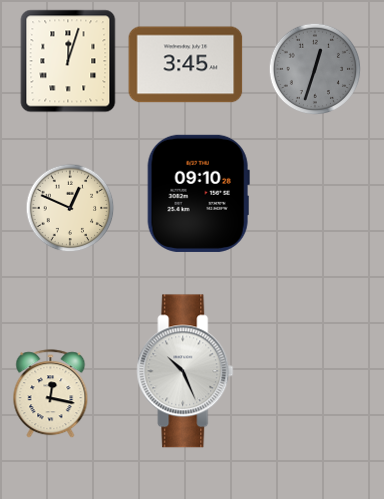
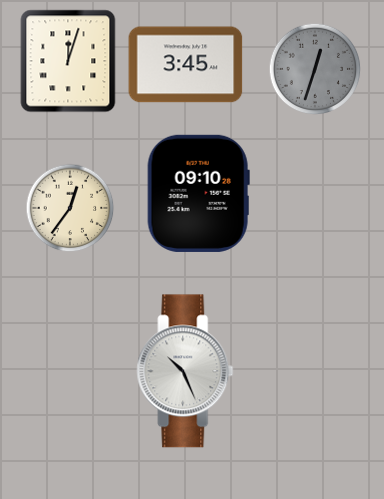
clock at (70, 208): 12:49 -> 12:36
clock at (51, 394): 12:17 -> none
